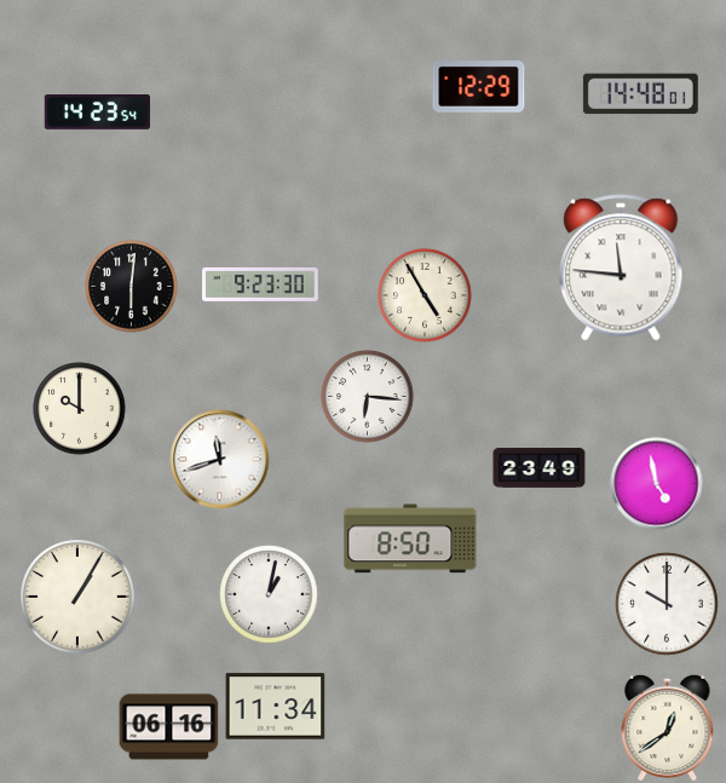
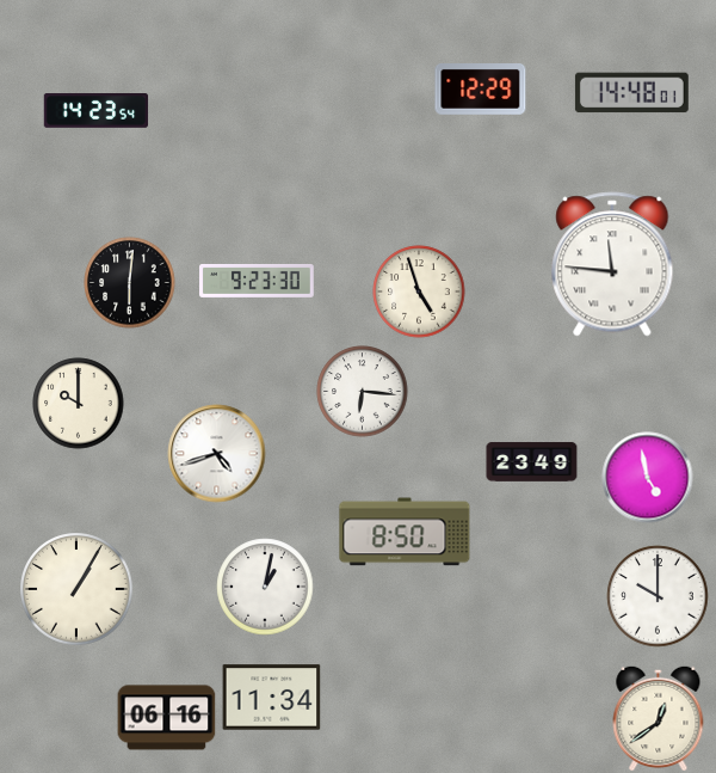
clock at (479, 87) position: (479, 87) -> (481, 90)
clock at (425, 295): 4:55 -> 4:57
clock at (220, 460): 11:42 -> 4:42
